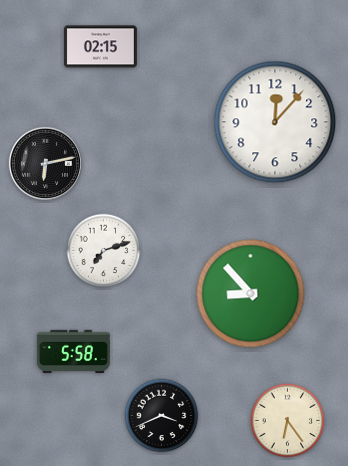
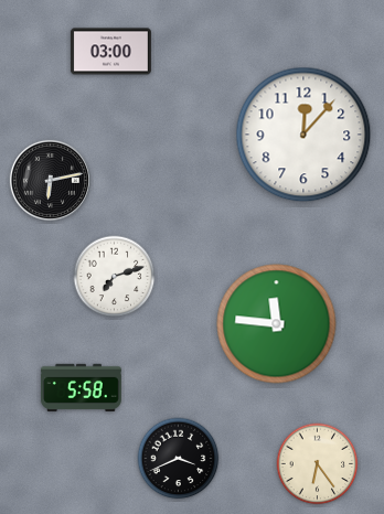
clock at (100, 47): 02:15 -> 03:00
clock at (251, 294): 8:53 -> 11:46
